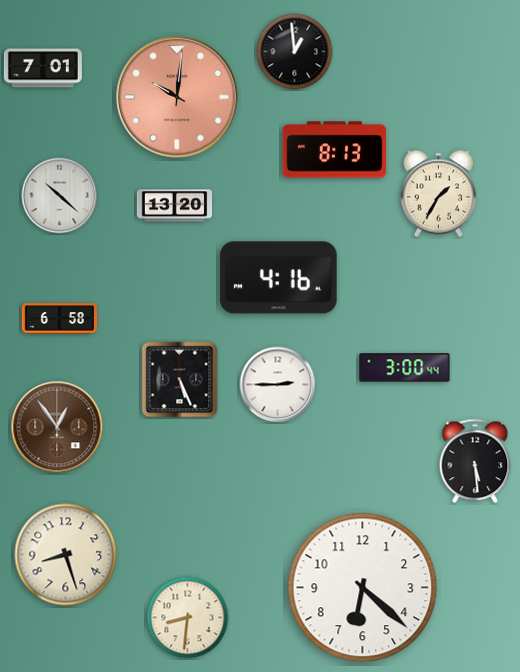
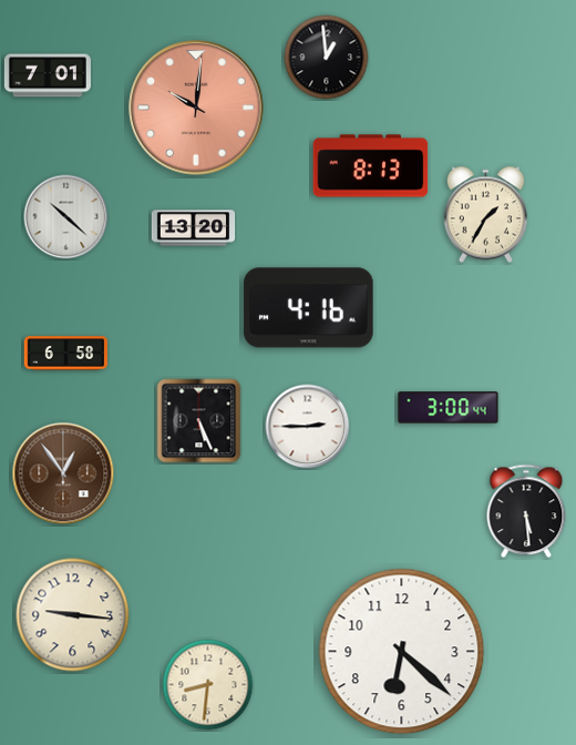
clock at (66, 555): 8:27 -> 9:16
